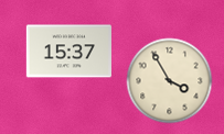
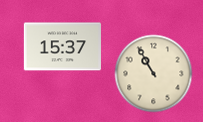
clock at (169, 80): 3:55 -> 10:55
